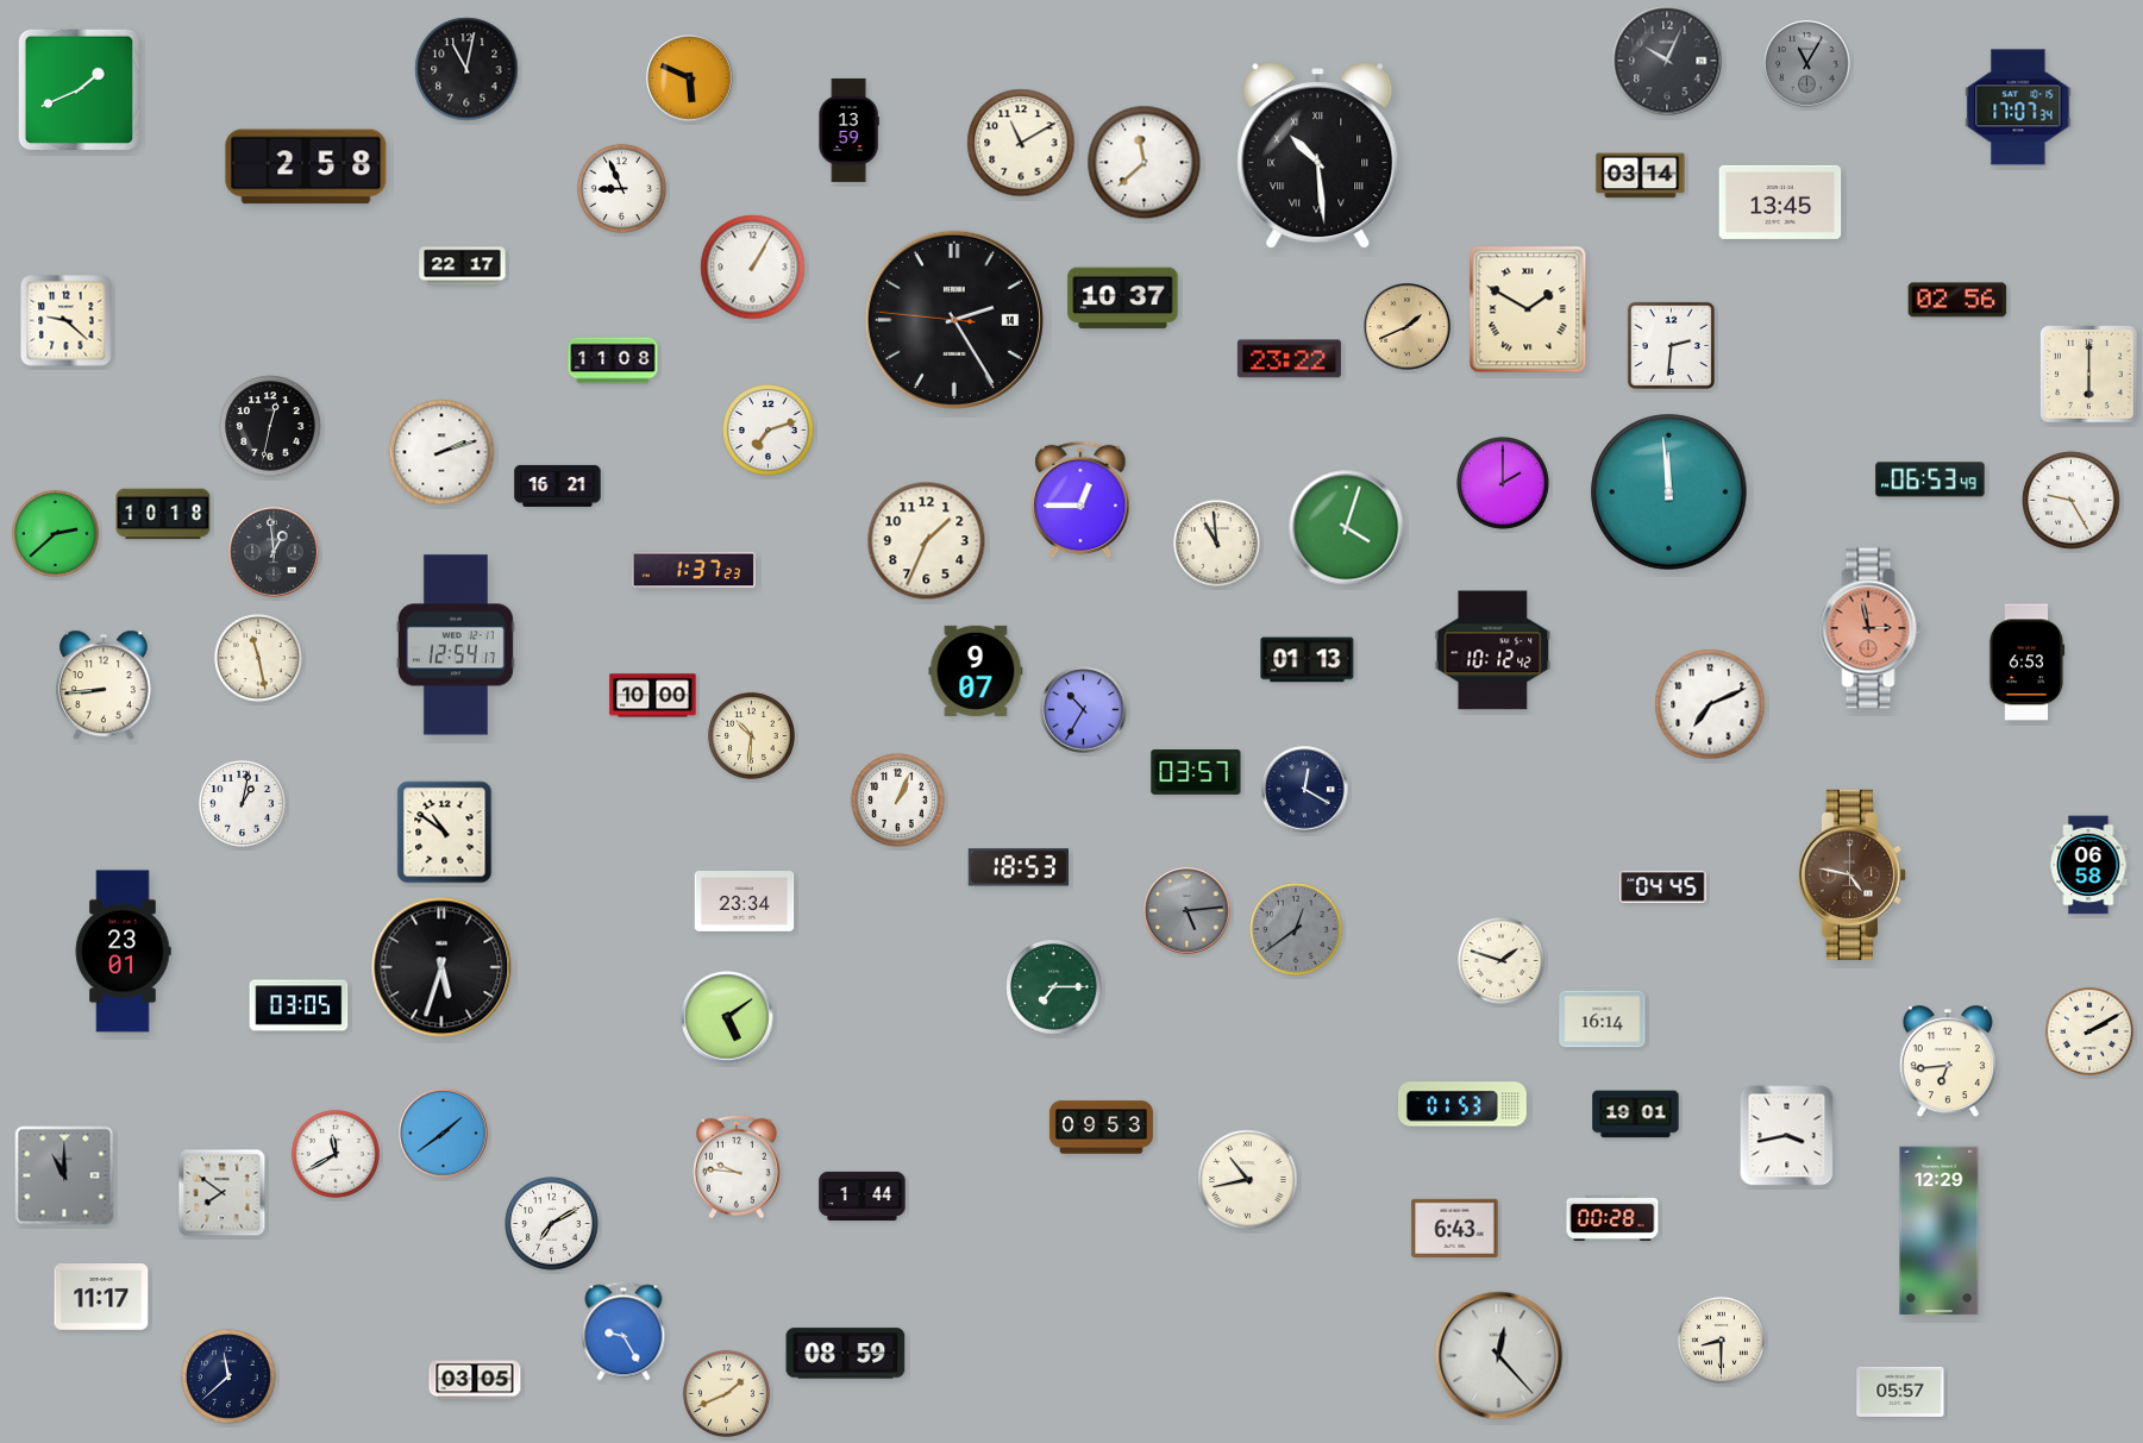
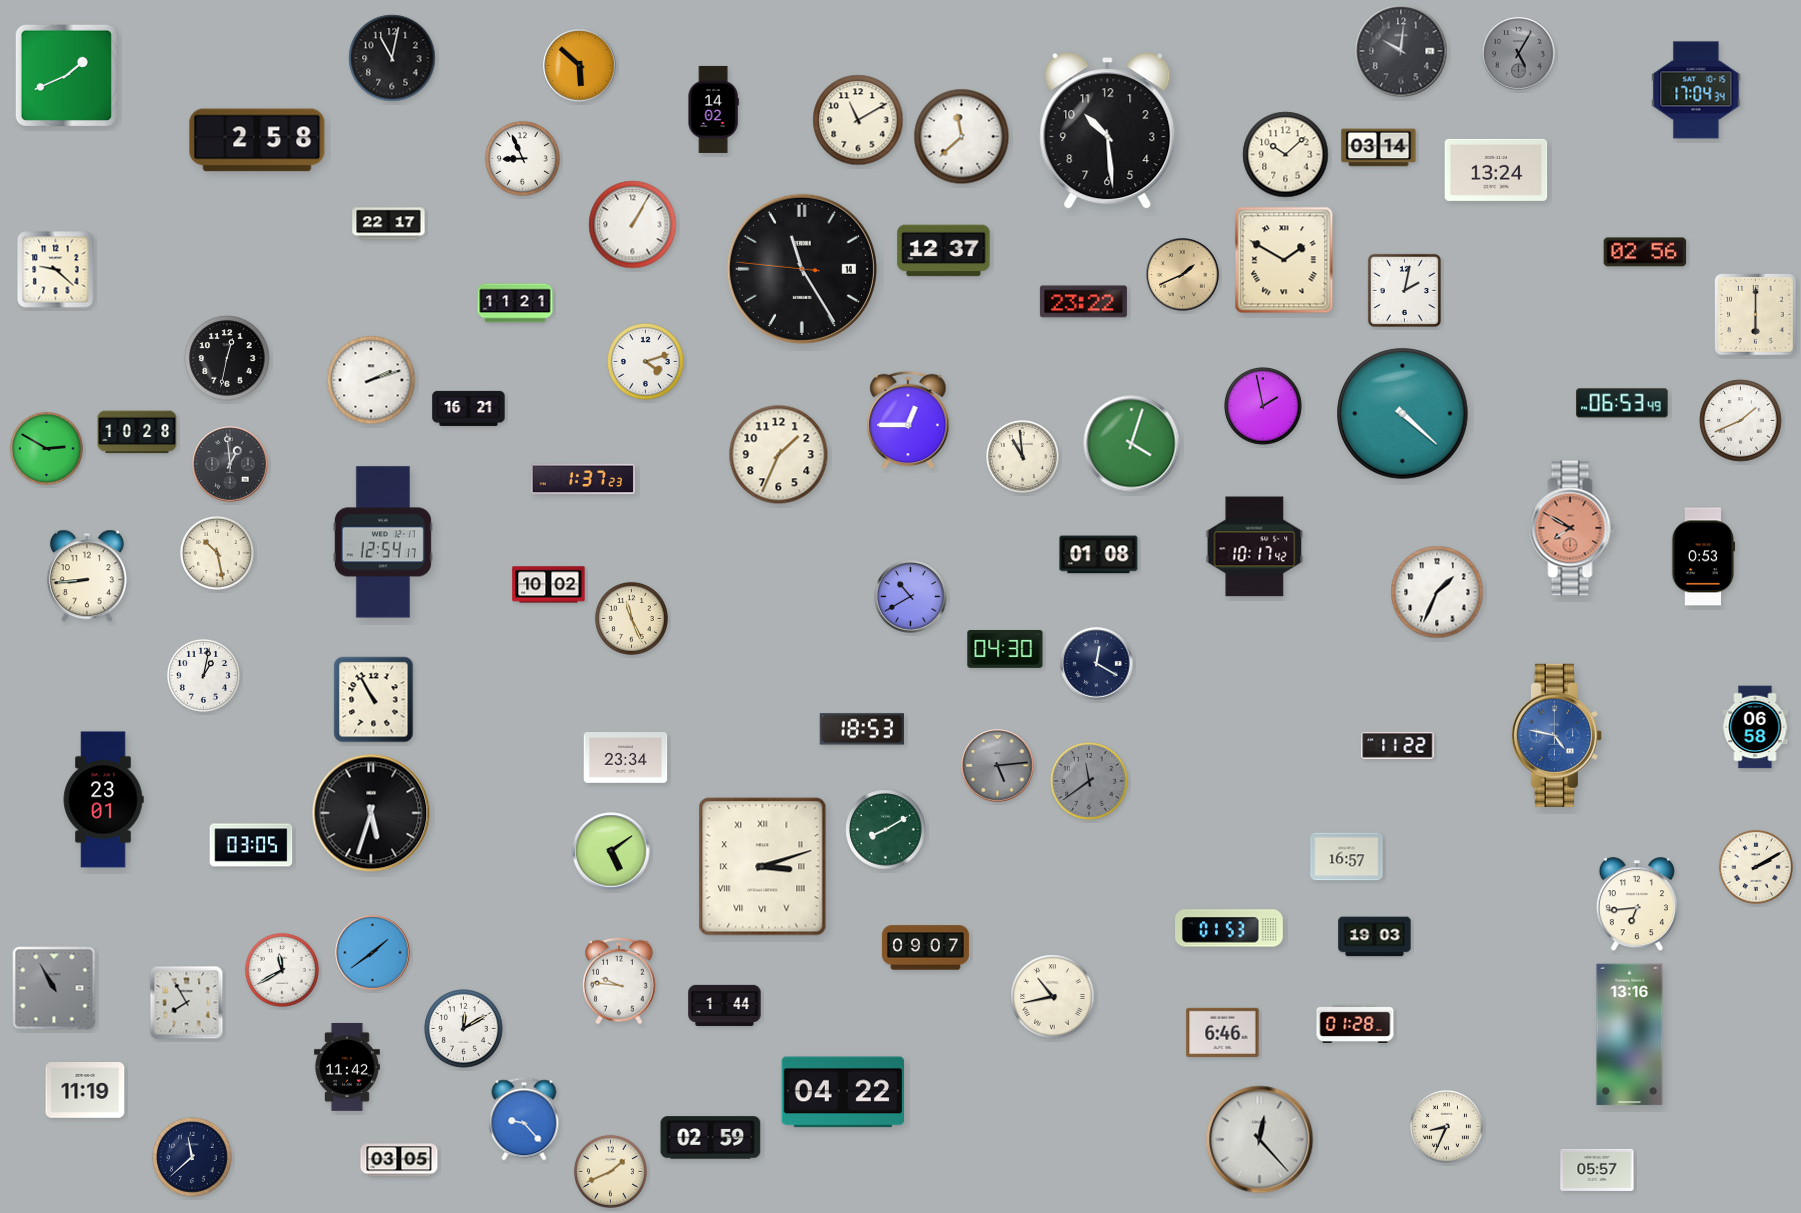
clock at (1667, 61): 10:04 -> 10:01
clock at (1807, 64): 11:05 -> 5:05
clock at (690, 79): 5:49 -> 5:52
clock at (2018, 107): 17:07 -> 17:04
clock at (848, 130): 13:59 -> 14:02
clock at (1318, 156) numerals: Roman -> Arabic
clock at (1286, 155): none -> 10:08
clock at (1780, 202): 13:45 -> 13:24
clock at (1123, 299): 10:37 -> 12:37
clock at (954, 320): 2:24 -> 11:24
clock at (1671, 345): 2:31 -> 2:02
clock at (613, 360): 11:08 -> 11:21
clock at (769, 431): 7:12 -> 4:12
clock at (1504, 484): 2:00 -> 1:58
clock at (1669, 492): 11:59 -> 4:22
clock at (2072, 501): 9:25 -> 1:41
clock at (163, 514): 10:18 -> 10:28
clock at (55, 533): 2:38 -> 2:50
clock at (1871, 628): 2:58 -> 7:50
clock at (1493, 651): 10:12 -> 10:17
clock at (258, 658): 11:28 -> 10:28
clock at (1308, 660): 01:13 -> 01:08
clock at (2026, 663): 6:53 -> 0:53
clock at (976, 671): 9:07 -> none
clock at (653, 696): 10:00 -> 10:02
clock at (1710, 704): 7:11 -> 1:34
clock at (1084, 710): 10:35 -> 10:40
clock at (751, 735): 10:31 -> 11:26
clock at (1196, 772): 03:57 -> 04:30
clock at (898, 801): 1:04 -> none
clock at (445, 833): 10:51 -> 10:55
clock at (1017, 867) position: (1017, 867) -> (861, 729)
clock at (1851, 874) dial: brown -> blue
clock at (1663, 886): 04:45 -> 11:22
clock at (1297, 930): 12:39 -> 11:39
clock at (1500, 960): 1:48 -> none
clock at (1054, 987): 7:15 -> 8:10
clock at (727, 1017) position: (727, 1017) -> (611, 851)
clock at (1603, 1019): 16:14 -> 16:57
clock at (763, 867): none -> 3:12
clock at (1948, 1062) position: (1948, 1062) -> (1637, 905)
clock at (1636, 1115): 19:01 -> 19:03
clock at (1101, 1128): 09:53 -> 09:07
clock at (1787, 1136): 3:43 -> none
clock at (64, 1175): 11:00 -> 10:55
clock at (1248, 1180) position: (1248, 1180) -> (1053, 997)
clock at (223, 1193): 7:51 -> 7:55
clock at (1612, 1218): 00:28 -> 01:28
clock at (552, 1224): 7:10 -> 12:10
clock at (1455, 1228): 6:43 -> 6:46
clock at (1940, 1231): 12:29 -> 13:16
clock at (347, 1067): none -> 11:42
clock at (101, 1298): 11:17 -> 11:19
clock at (843, 1092): none -> 04:22
clock at (624, 1331): 9:25 -> 9:23
clock at (1721, 1340): 8:30 -> 8:34
clock at (846, 1354): 08:59 -> 02:59
